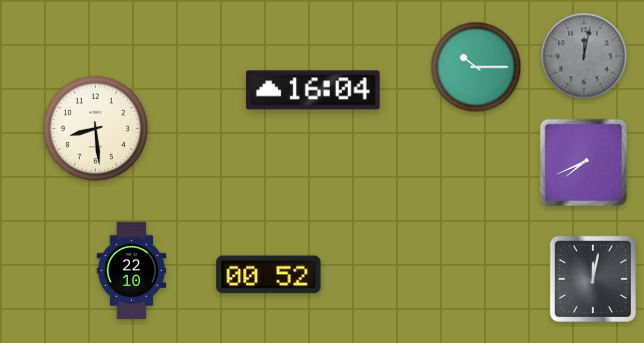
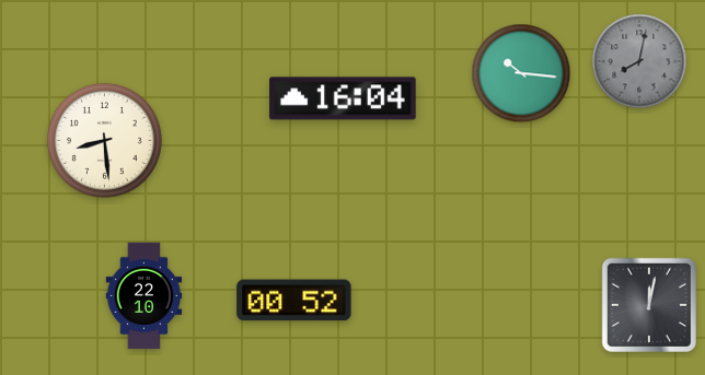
clock at (584, 56): 12:02 -> 8:02
clock at (476, 67): 10:15 -> 10:16
clock at (584, 163): 7:41 -> none
